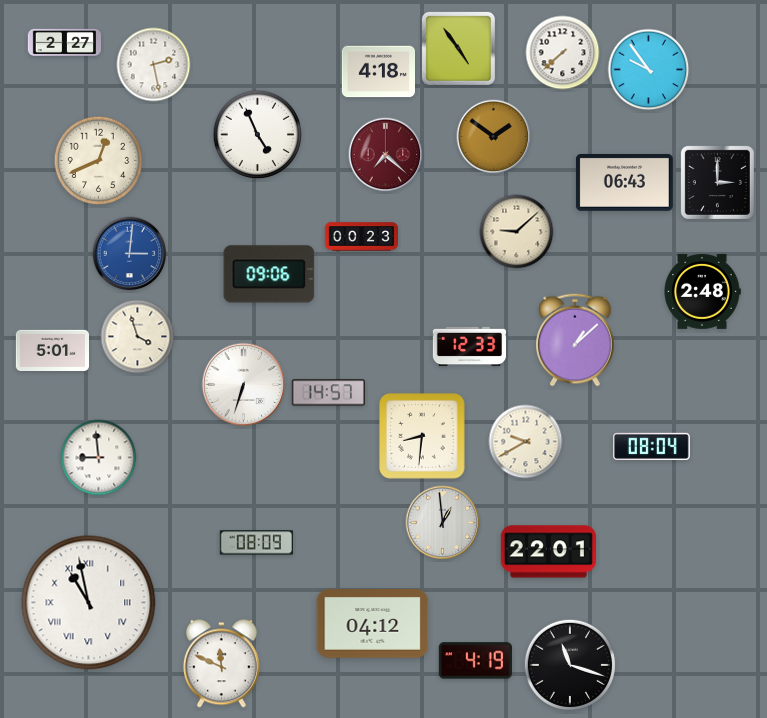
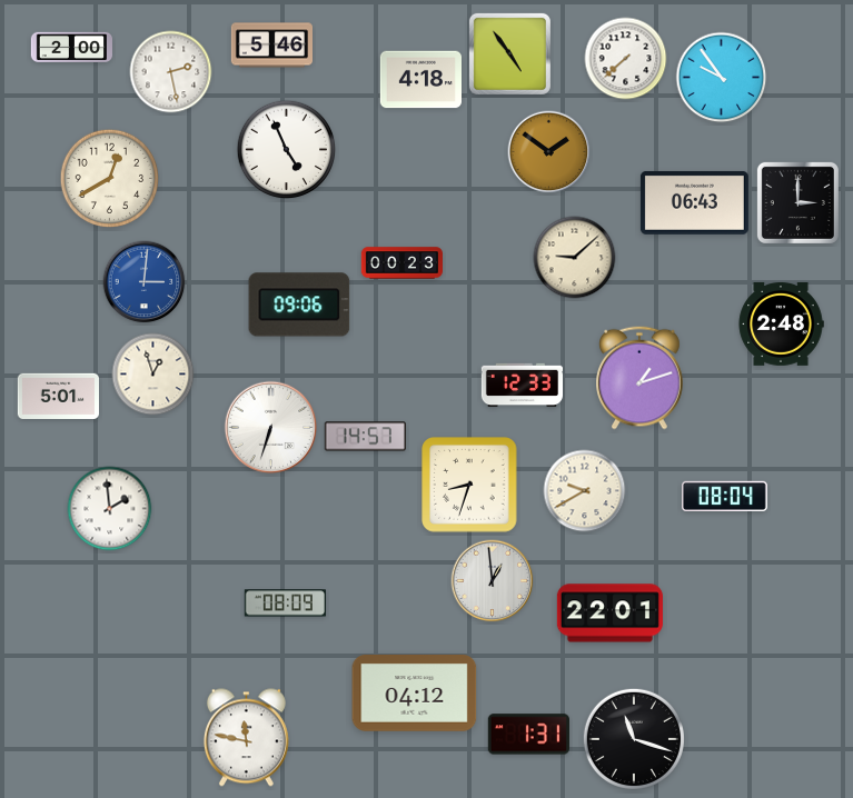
clock at (271, 46): none -> 5:46
clock at (64, 42): 2:27 -> 2:00
clock at (386, 155): 7:22 -> none
clock at (99, 161): 12:41 -> 12:40
clock at (138, 337): 3:57 -> 12:57
clock at (576, 340): 1:08 -> 1:12
clock at (52, 350) position: (52, 350) -> (58, 396)
clock at (422, 436): 8:31 -> 8:33
clock at (99, 458): 8:59 -> 1:59
clock at (89, 603): 10:58 -> none
clock at (475, 661): 4:19 -> 1:31
clock at (221, 664): 11:49 -> 11:47
